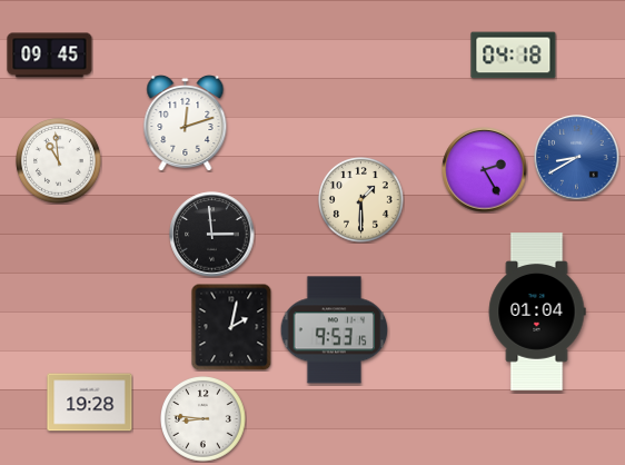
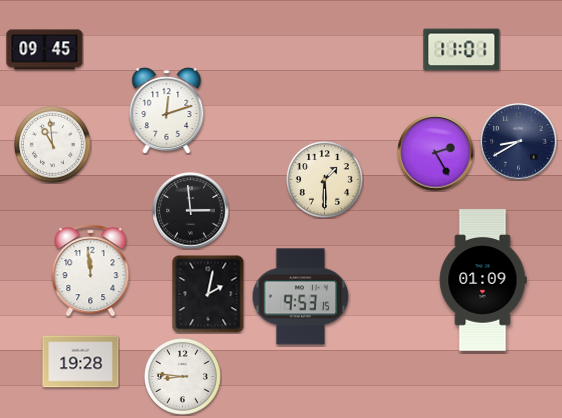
clock at (514, 56): 04:18 -> 11:01
clock at (577, 158) dial: blue -> navy
clock at (91, 271): none -> 11:59
clock at (537, 311): 01:04 -> 01:09
